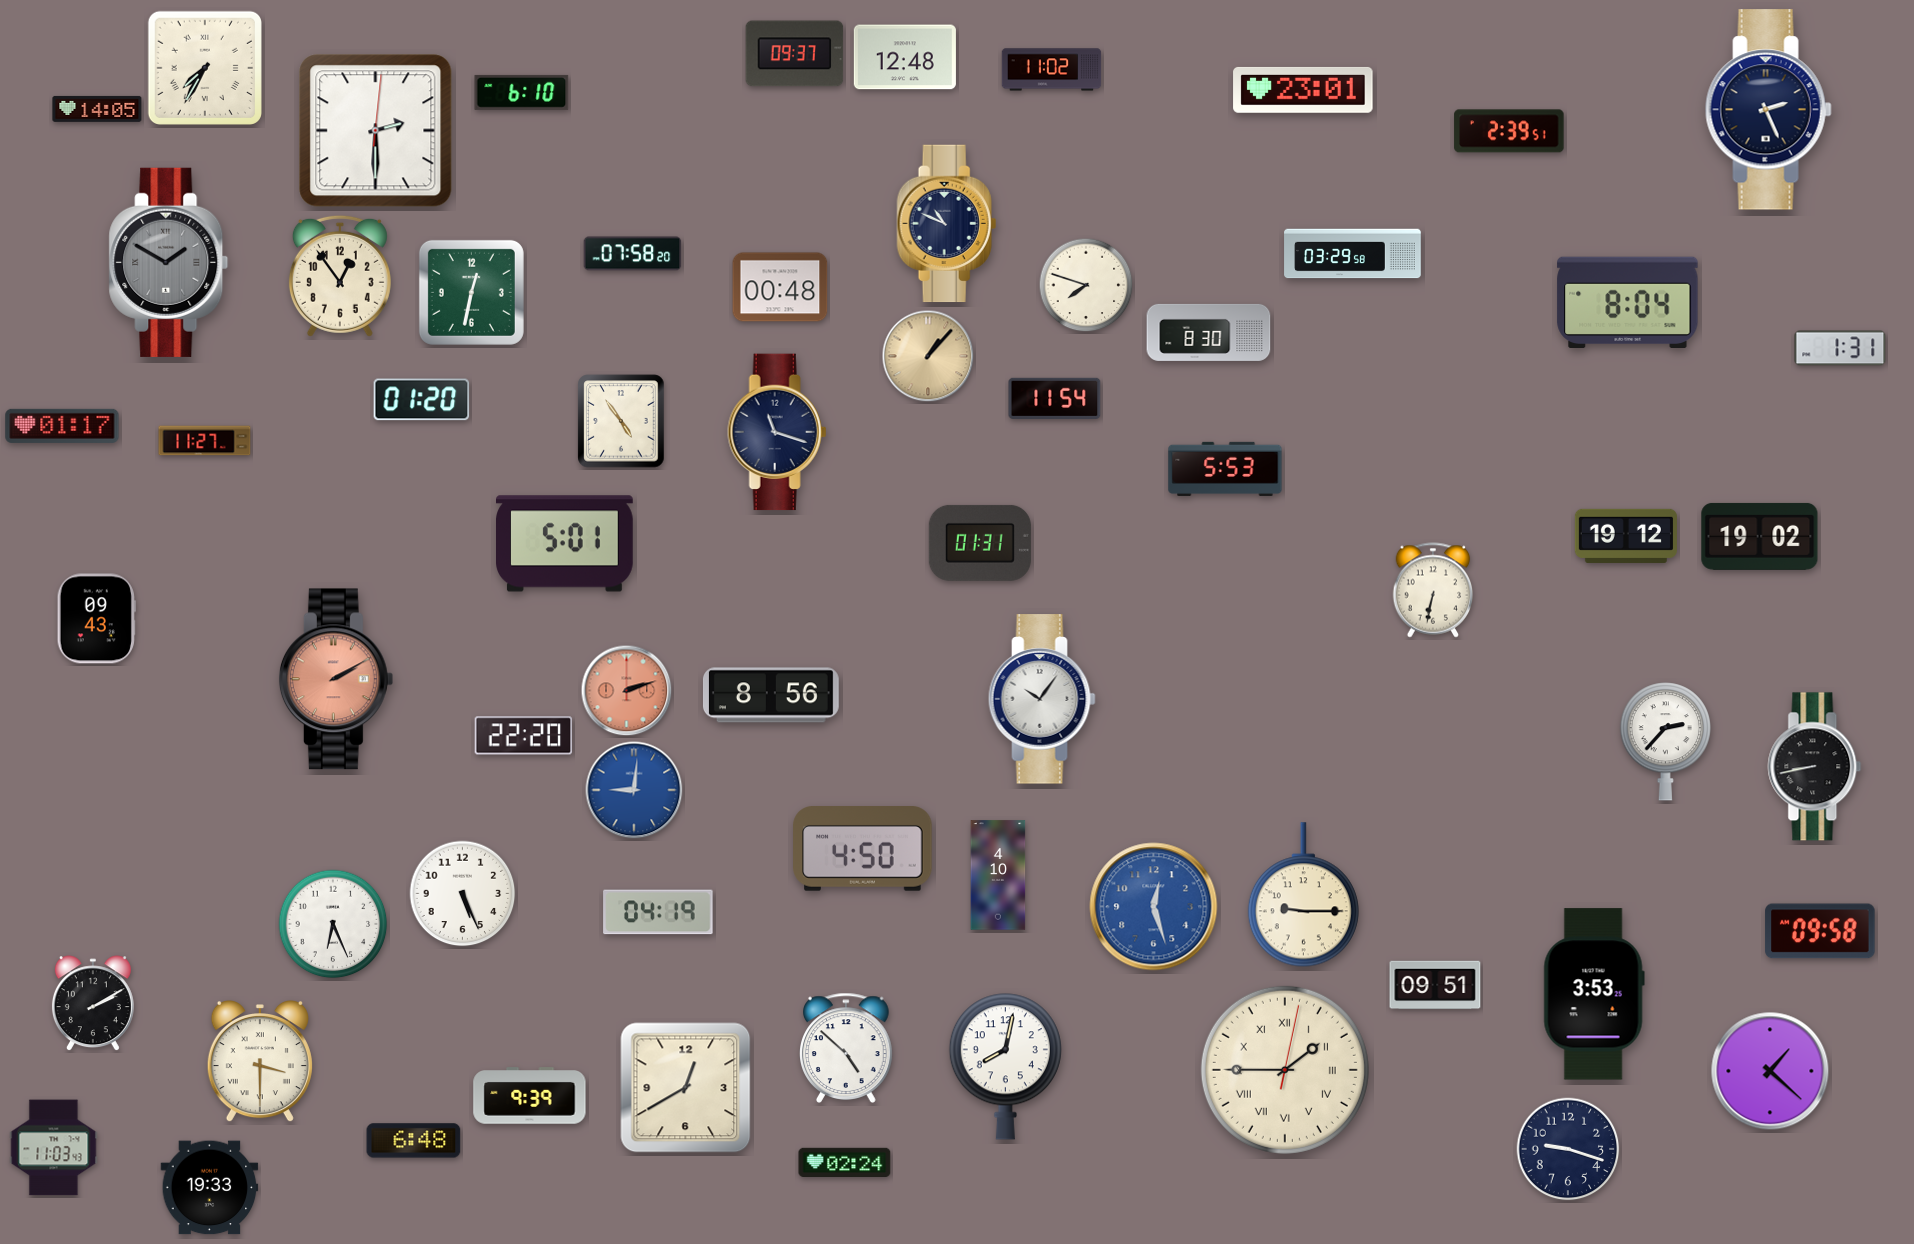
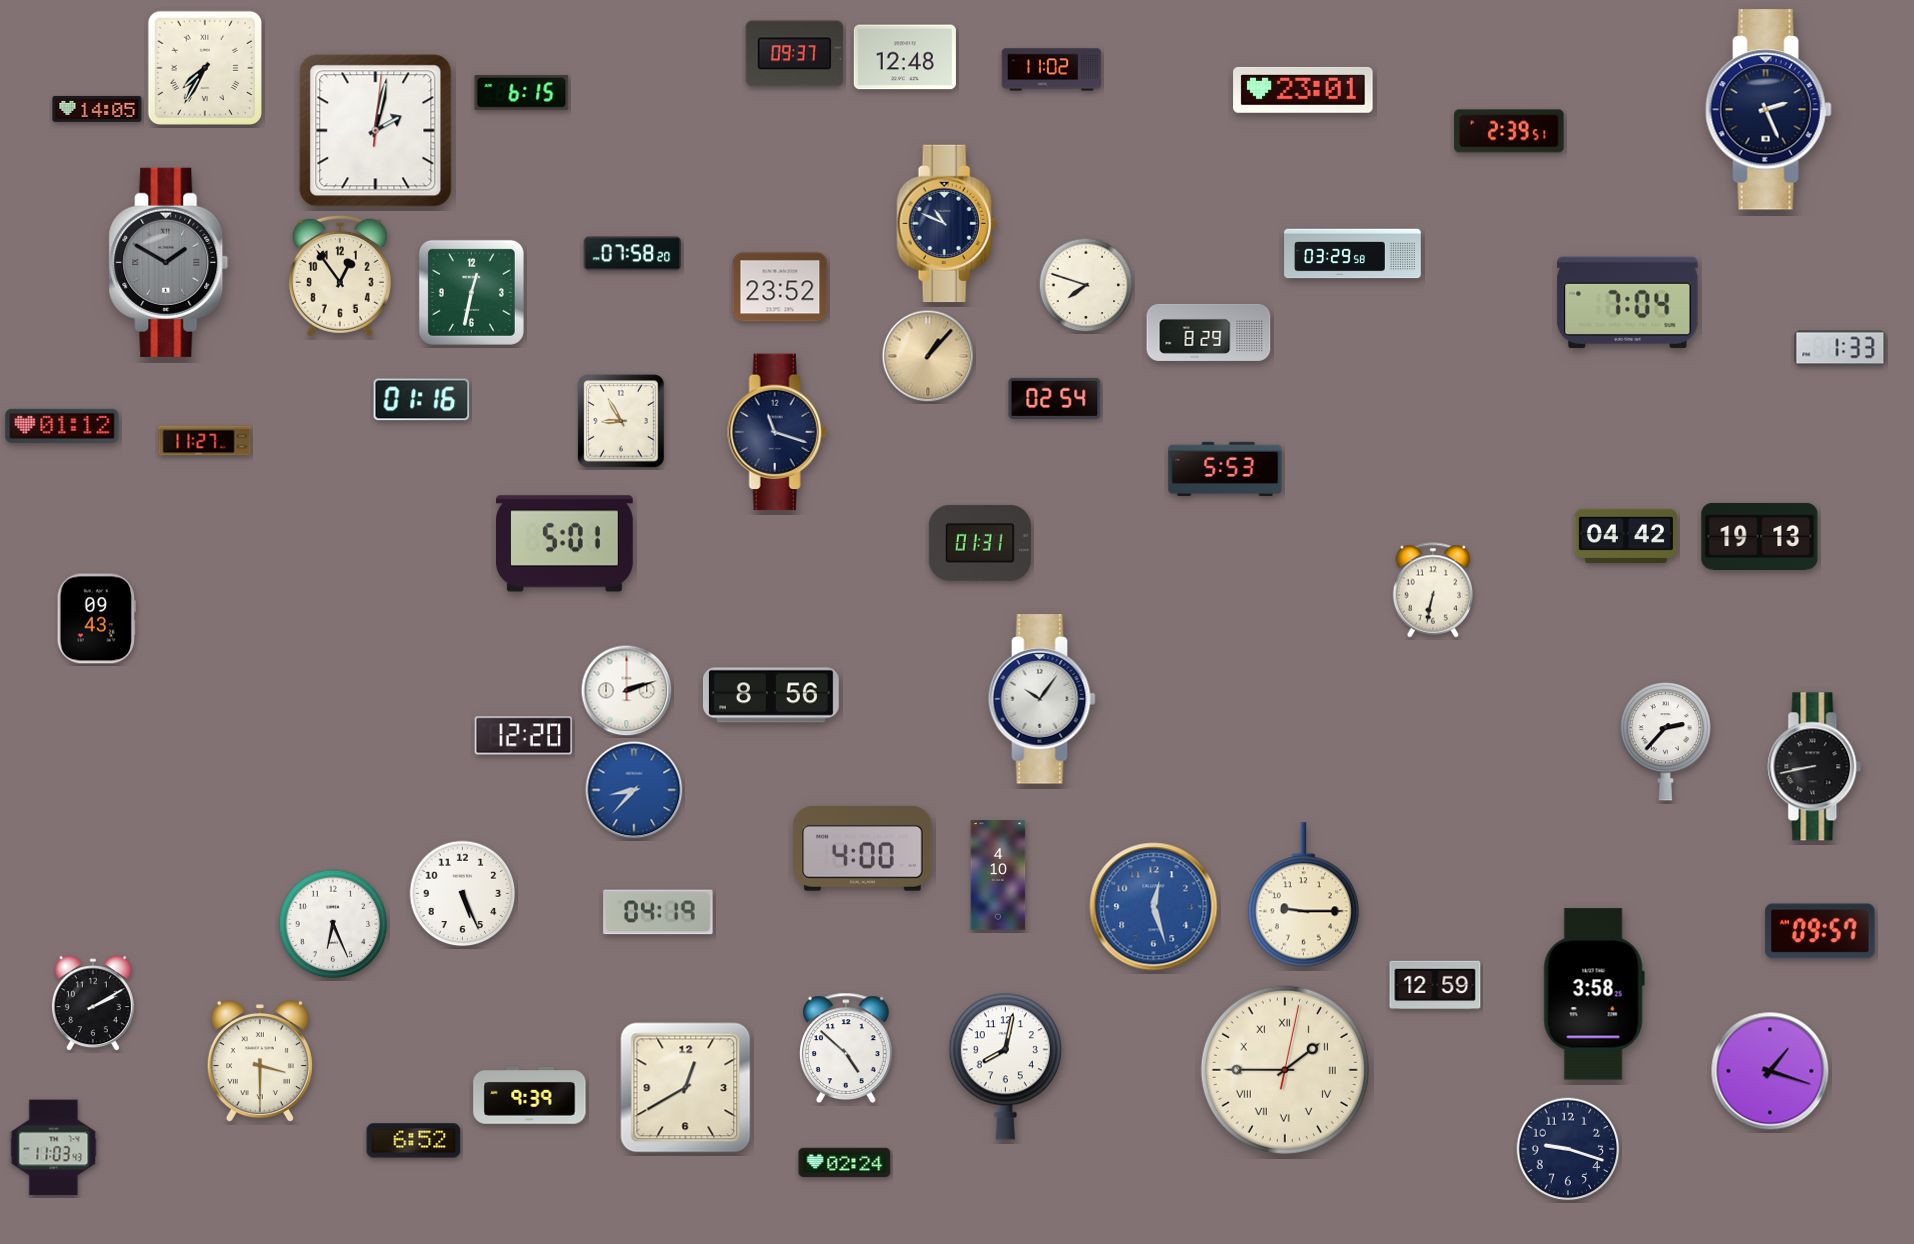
clock at (522, 92): 6:10 -> 6:15
clock at (376, 131): 2:30 -> 2:02
clock at (780, 287): 00:48 -> 23:52
clock at (1628, 302): 8:04 -> 7:04
clock at (1209, 332): 8:30 -> 8:29
clock at (1840, 348): 1:31 -> 1:33
clock at (1055, 398): 11:54 -> 02:54
clock at (422, 400): 01:20 -> 01:16
clock at (621, 421): 4:54 -> 8:55
clock at (62, 426): 01:17 -> 01:12
clock at (1626, 536): 19:12 -> 04:42
clock at (1760, 536): 19:02 -> 19:13
clock at (336, 679): 2:10 -> none
clock at (627, 691) dial: salmon -> white
clock at (524, 736): 22:20 -> 12:20
clock at (634, 790): 9:01 -> 8:37
clock at (863, 849): 4:50 -> 4:00
clock at (1820, 931): 09:58 -> 09:57
clock at (1435, 985): 09:51 -> 12:59
clock at (1594, 994): 3:53 -> 3:58
clock at (1770, 1071): 1:22 -> 1:18
clock at (414, 1141): 6:48 -> 6:52
clock at (210, 1188): 19:33 -> none
